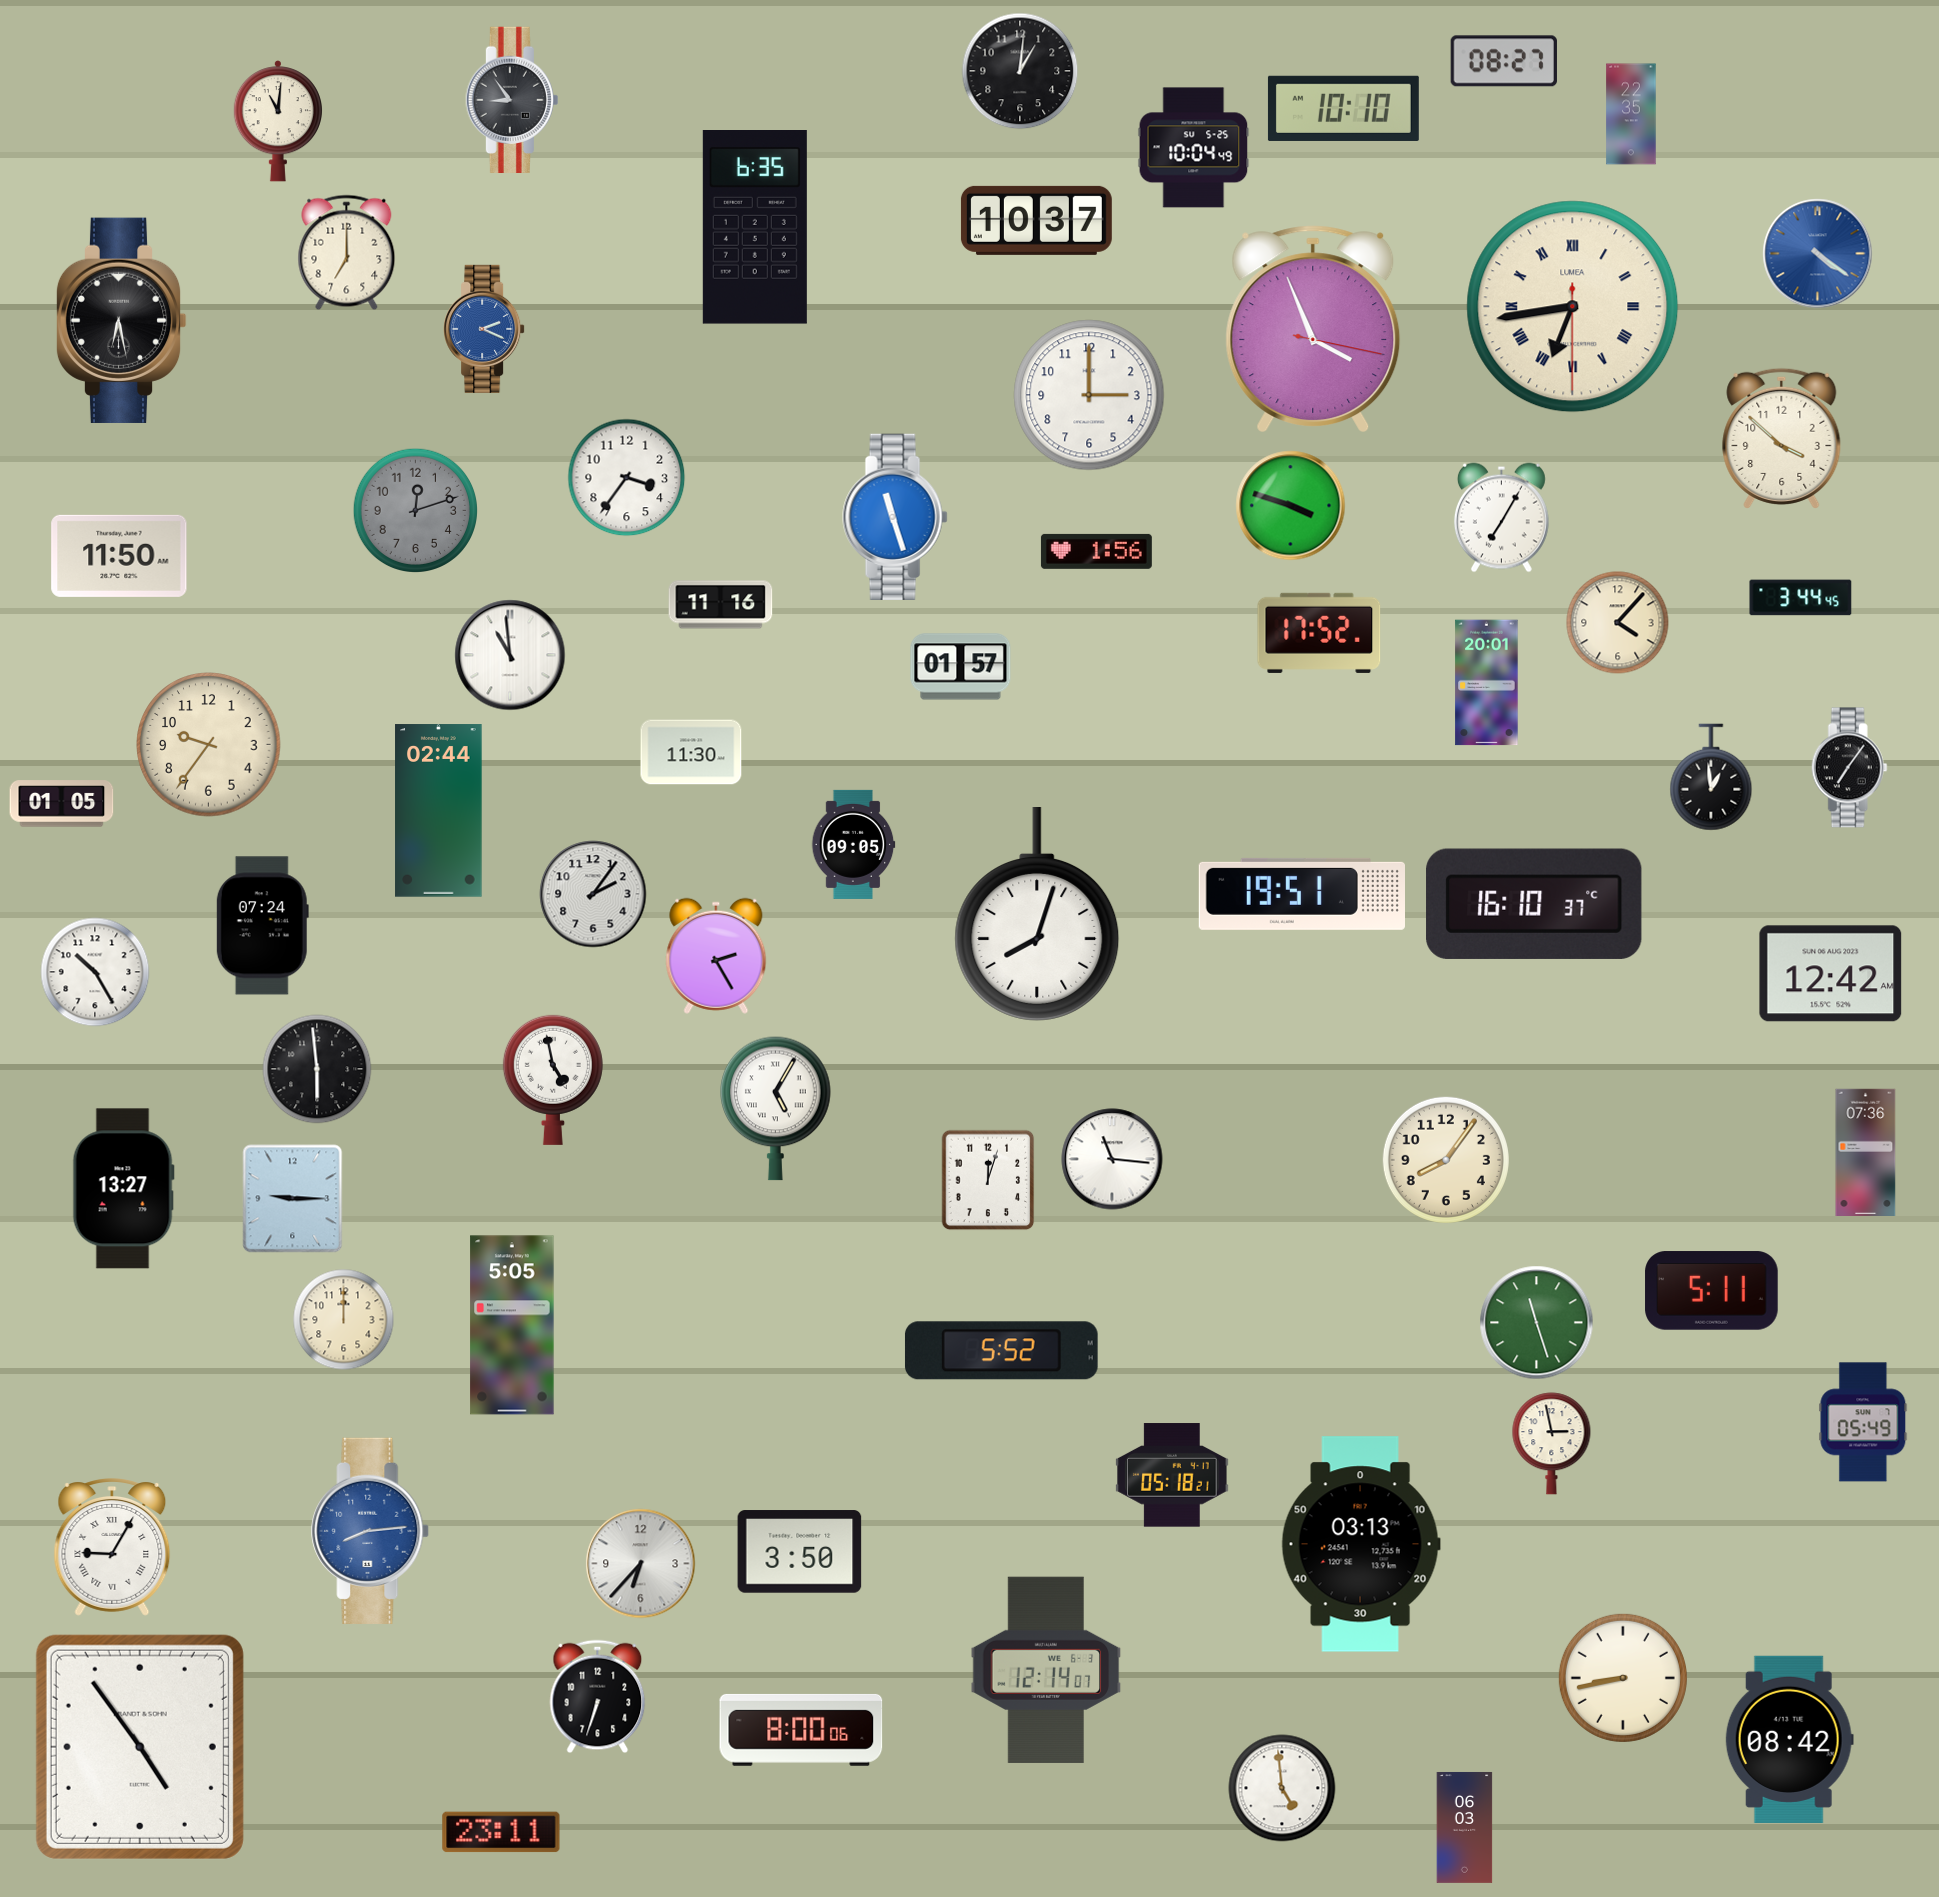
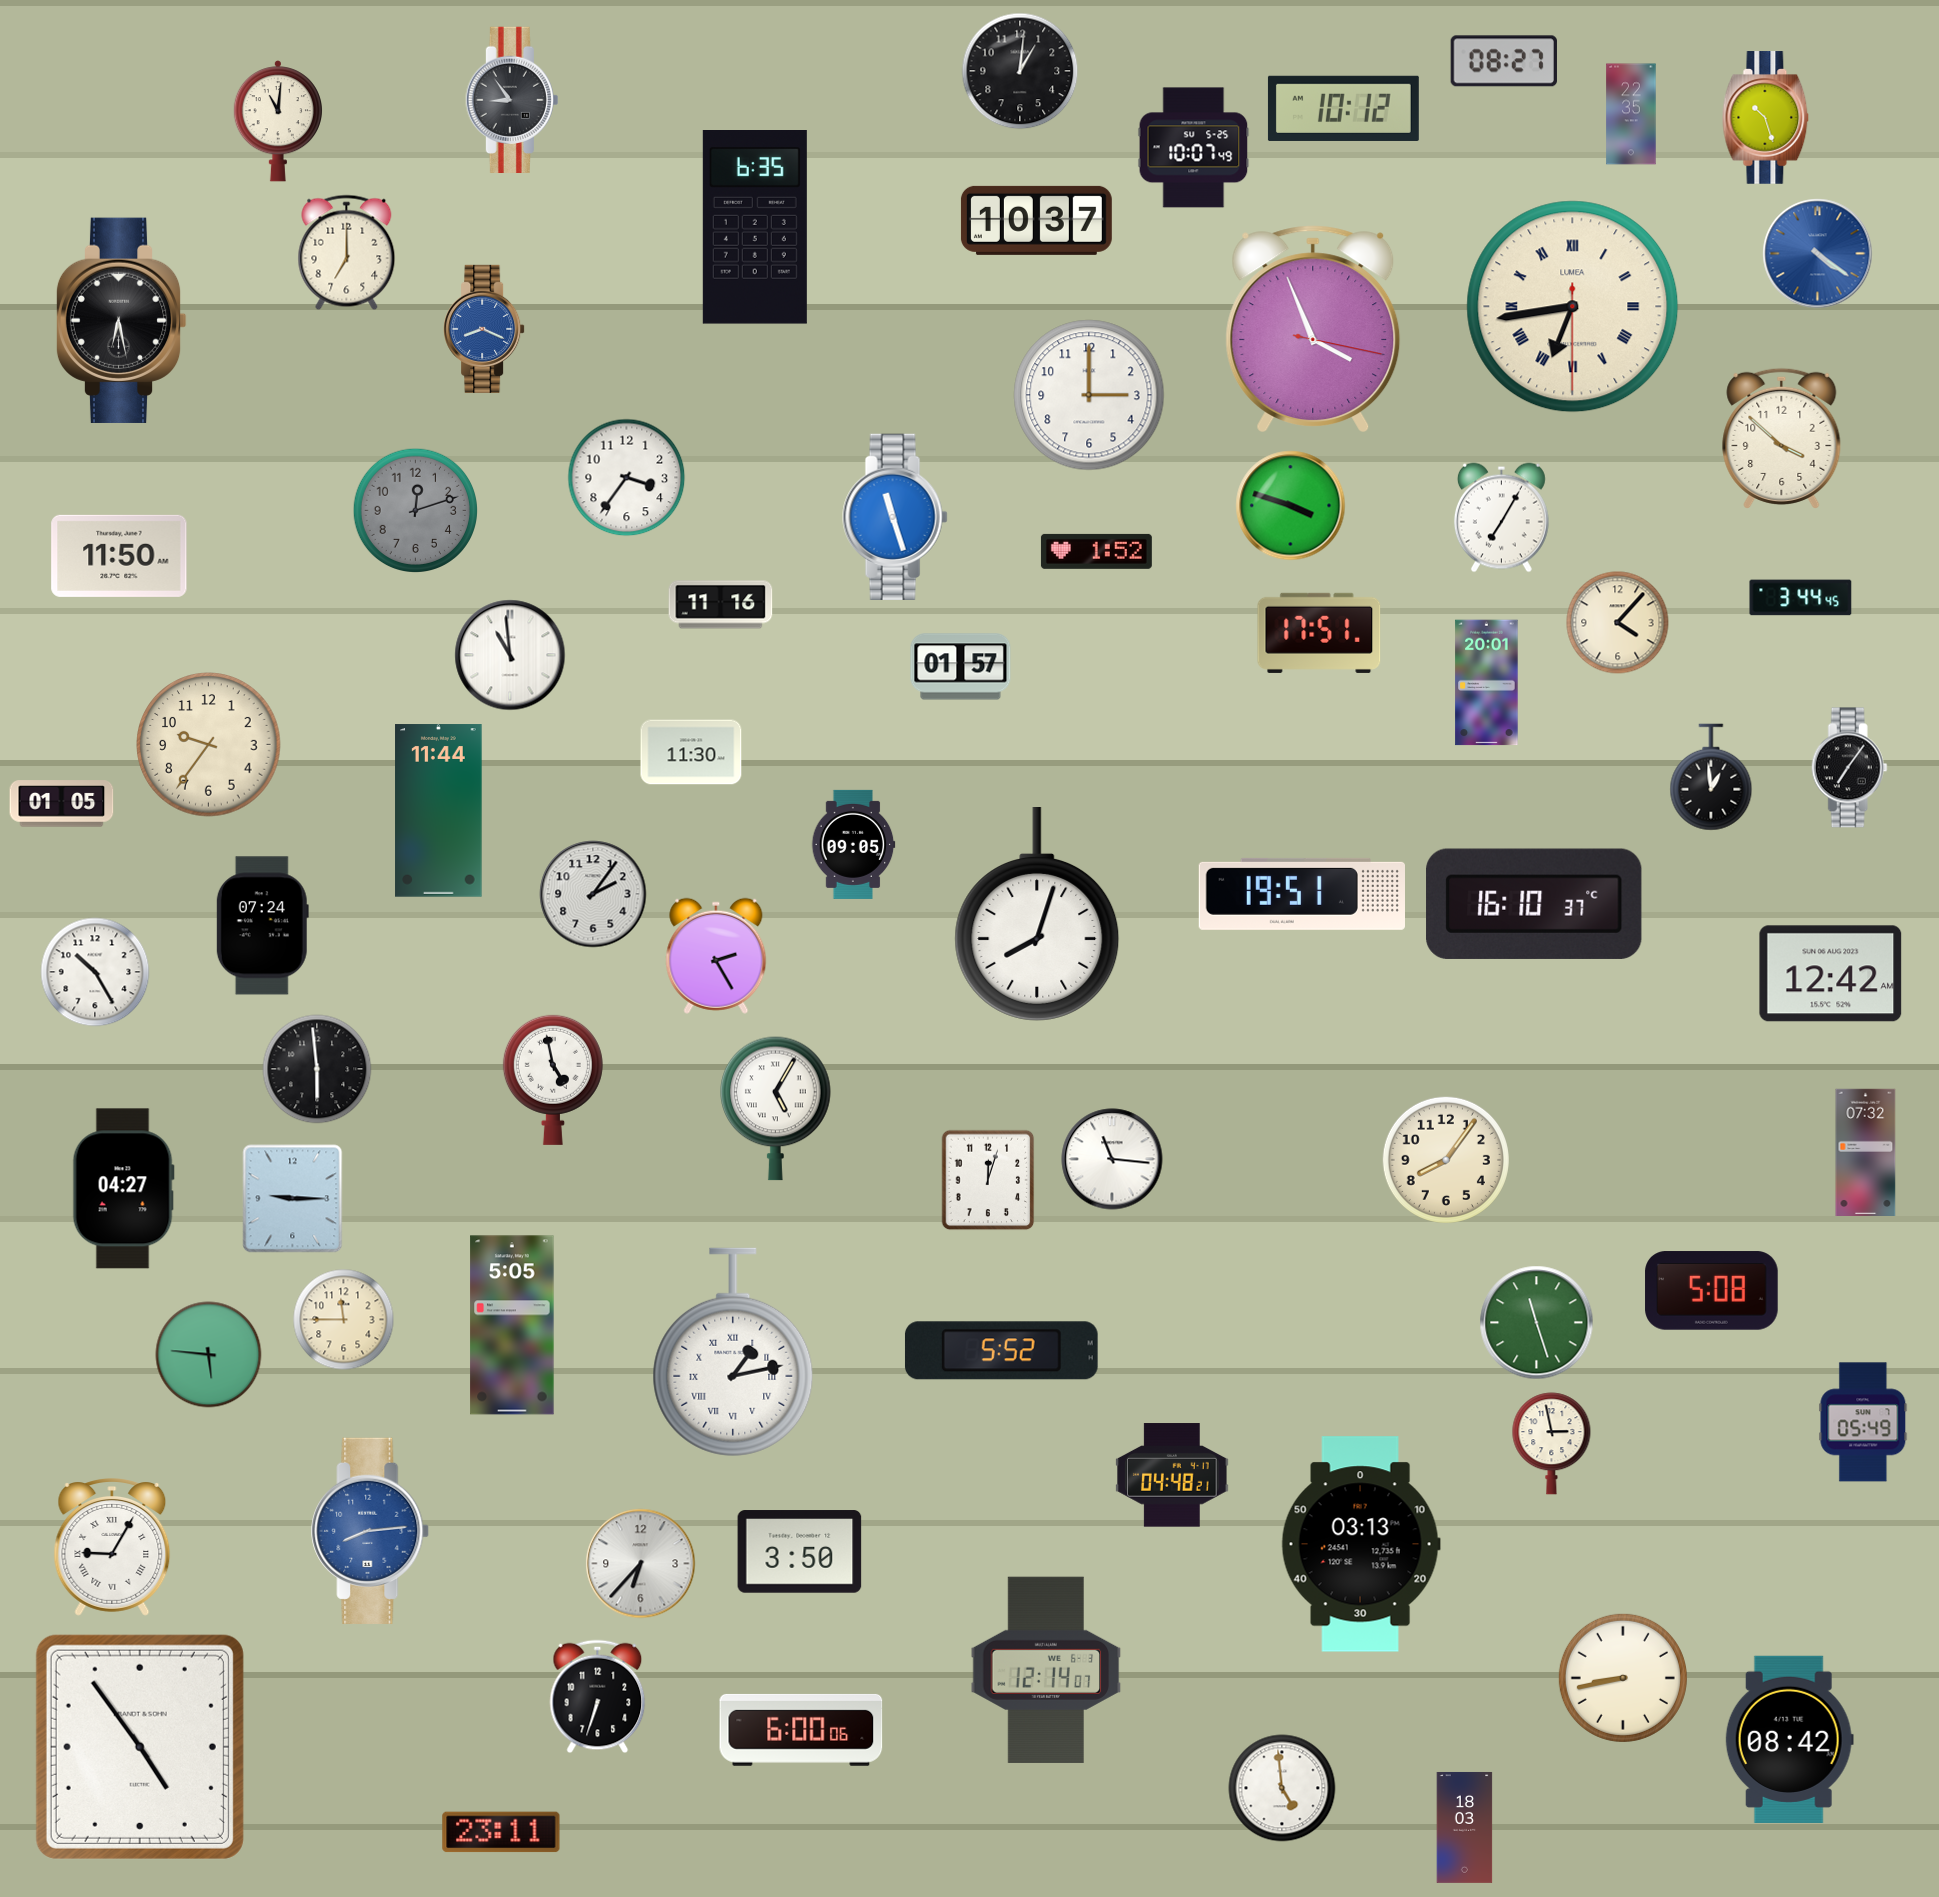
clock at (1343, 108): 10:10 -> 10:12
clock at (1766, 118): none -> 10:27
clock at (1194, 148): 10:04 -> 10:07
clock at (484, 329): 2:19 -> 8:19
clock at (1096, 551): 1:56 -> 1:52
clock at (1319, 633): 17:52 -> 17:51
clock at (439, 811): 02:44 -> 11:44
clock at (1866, 1152): 07:36 -> 07:32
clock at (123, 1189): 13:27 -> 04:27
clock at (1712, 1291): 5:11 -> 5:08
clock at (344, 1320): 12:00 -> 11:45
clock at (733, 1352): none -> 1:13
clock at (209, 1355): none -> 5:46
clock at (1172, 1475): 05:18 -> 04:48
clock at (801, 1730): 8:00 -> 6:00
clock at (1465, 1827): 06:03 -> 18:03
